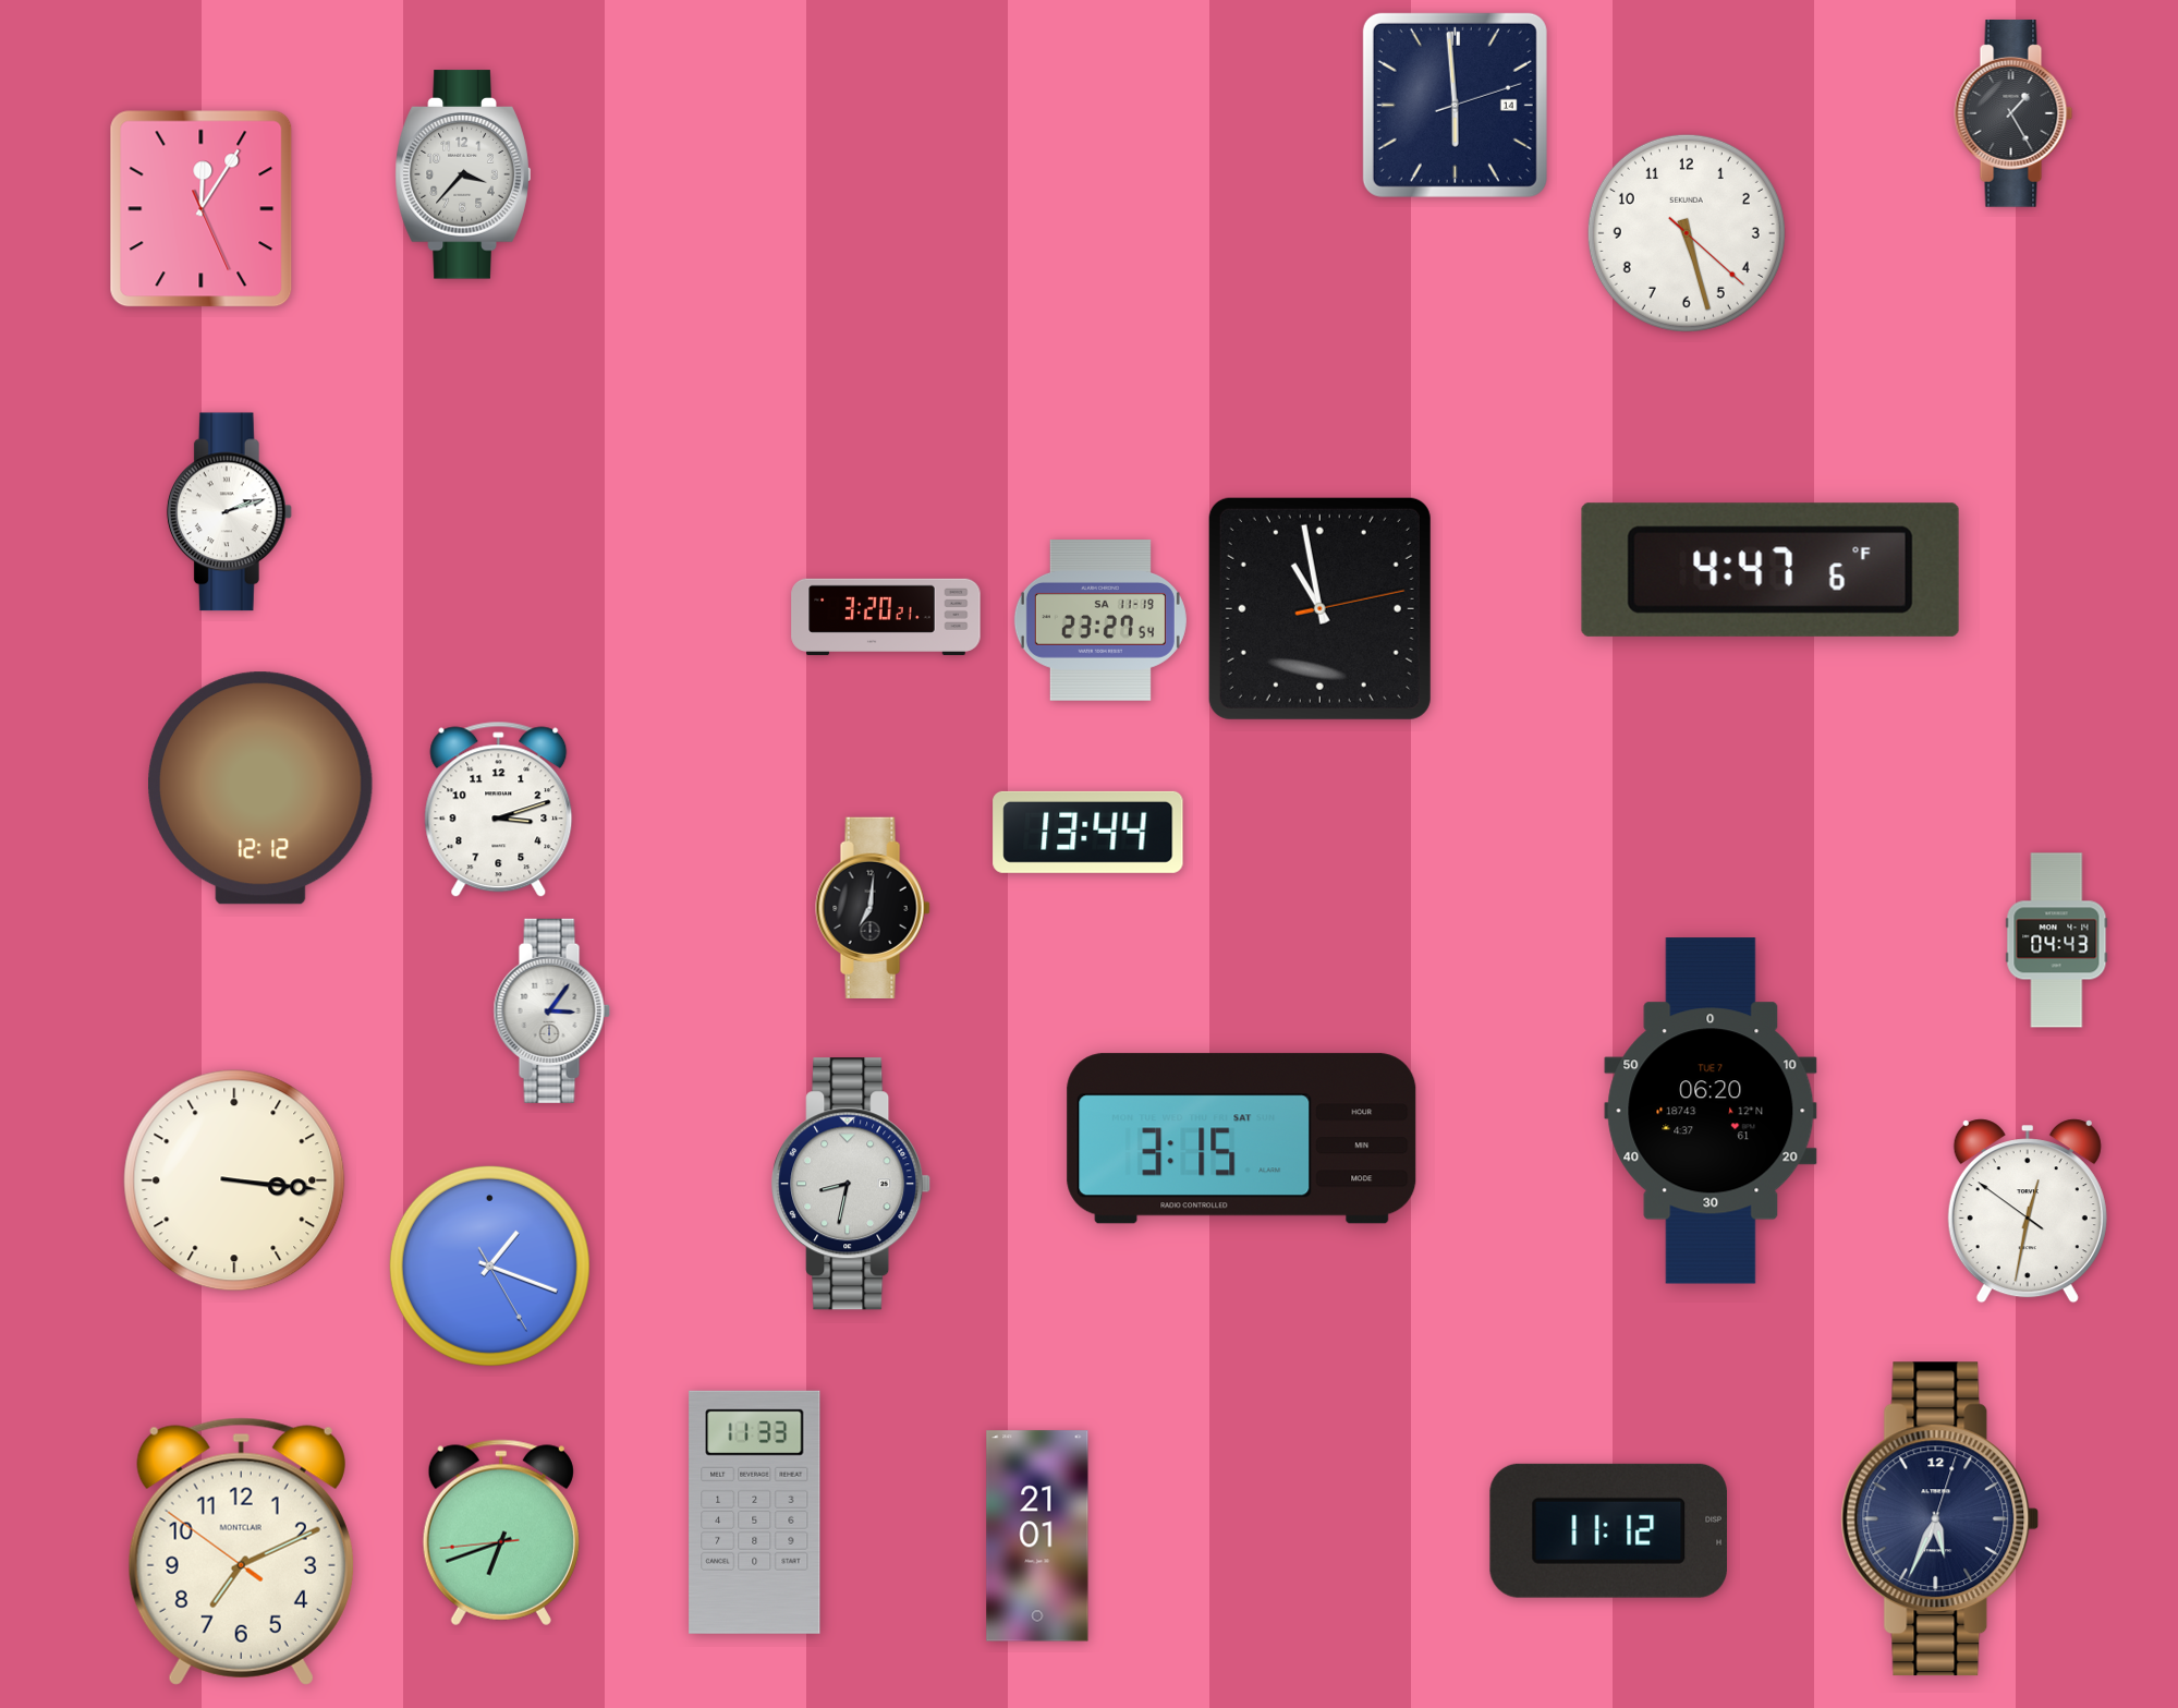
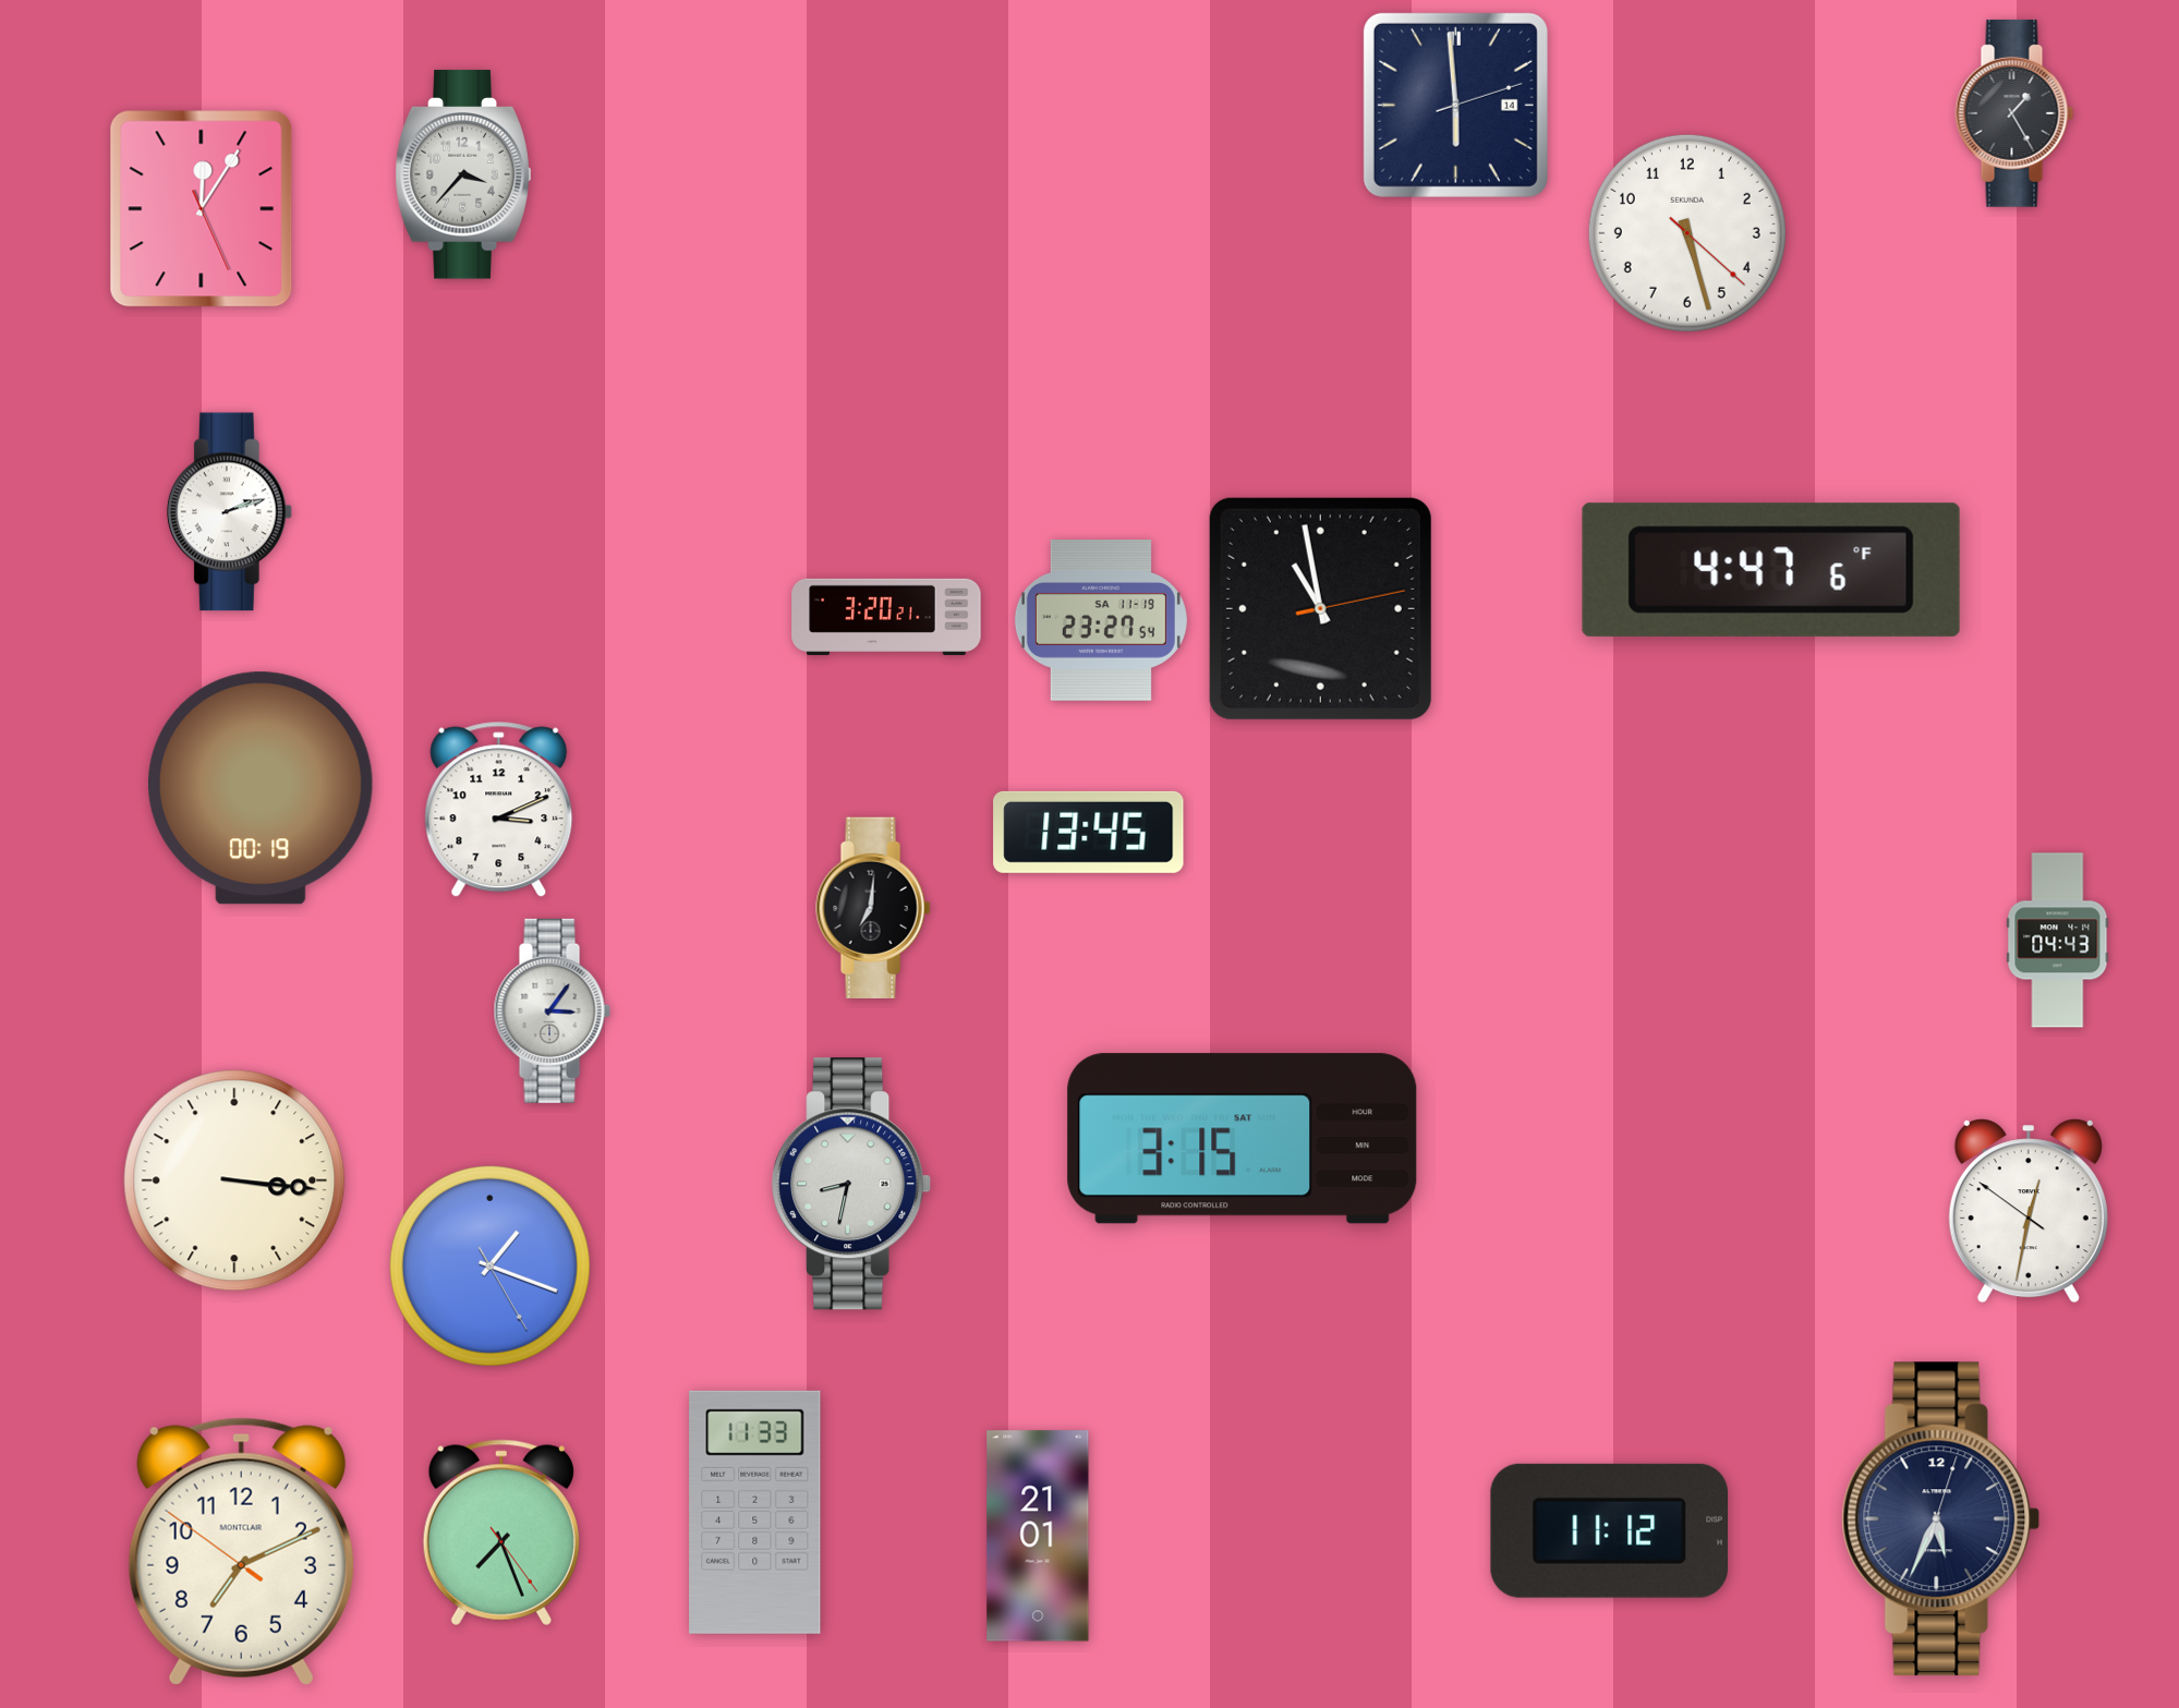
clock at (261, 788): 12:12 -> 00:19
clock at (499, 810): 3:12 -> 3:11
clock at (1088, 832): 13:44 -> 13:45
clock at (1711, 1111): 06:20 -> none
clock at (501, 1533): 6:41 -> 7:26
